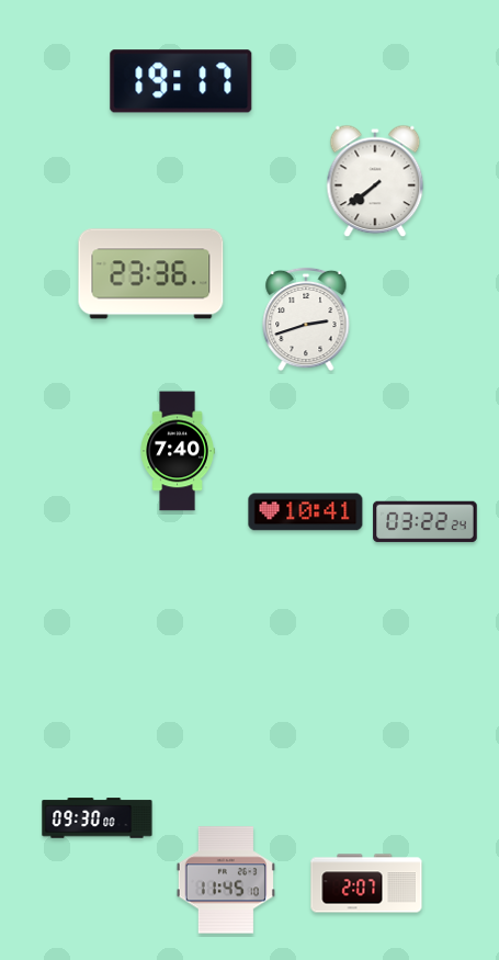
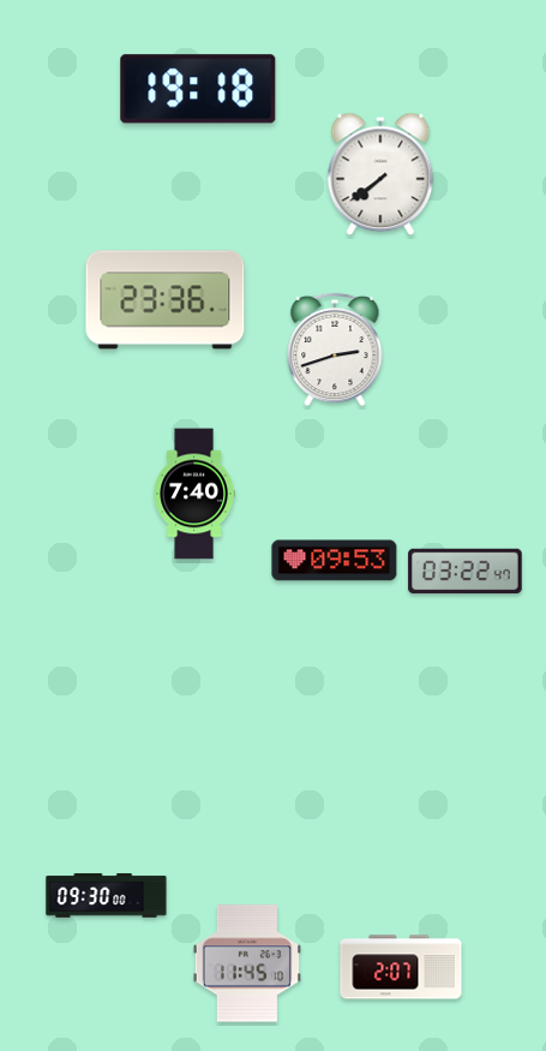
clock at (181, 81): 19:17 -> 19:18
clock at (375, 181) position: (375, 181) -> (380, 174)
clock at (306, 512): 10:41 -> 09:53
clock at (426, 522): 03:22:24 -> 03:22:47
